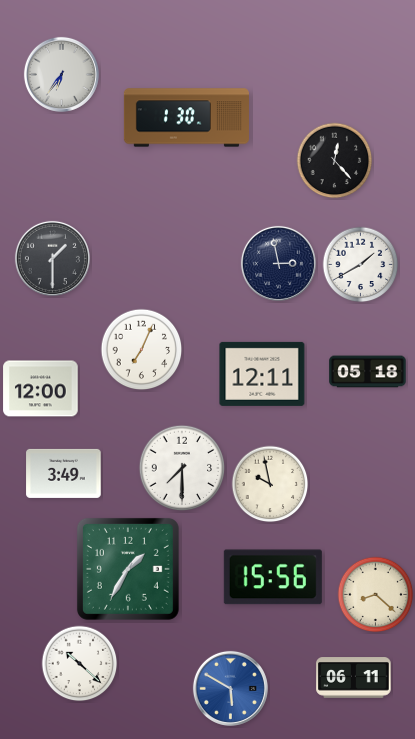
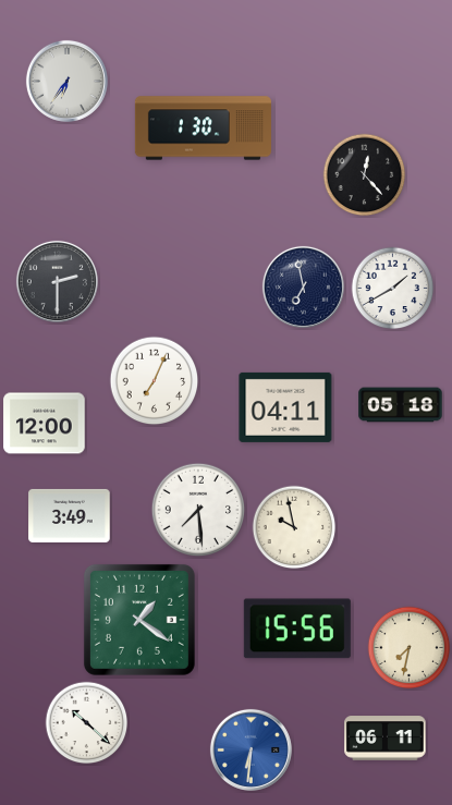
clock at (52, 258): 1:30 -> 2:30
clock at (278, 263): 2:58 -> 6:58
clock at (262, 374): 12:11 -> 04:11
clock at (182, 468): 7:30 -> 7:29
clock at (128, 569): 1:35 -> 1:21
clock at (376, 595): 8:22 -> 7:32
clock at (230, 688): 5:50 -> 6:31
